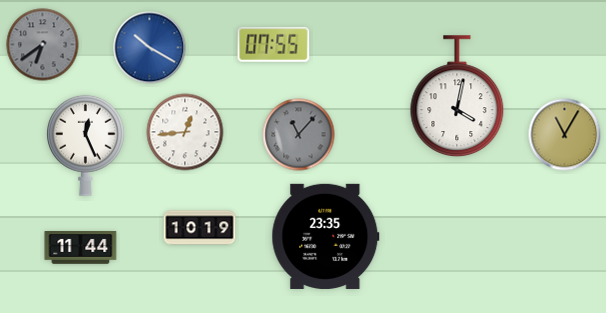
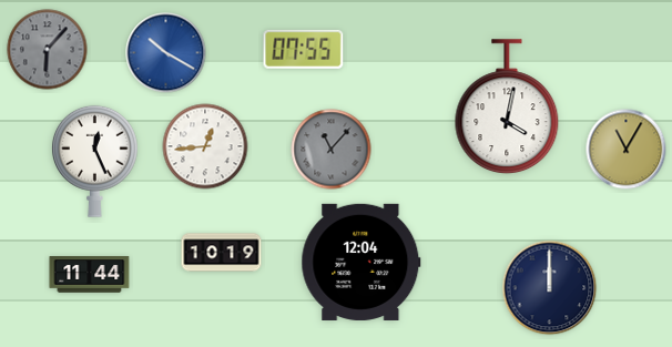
clock at (43, 45): 6:39 -> 6:07
clock at (326, 236): 23:35 -> 12:04
clock at (550, 288): none -> 12:00
